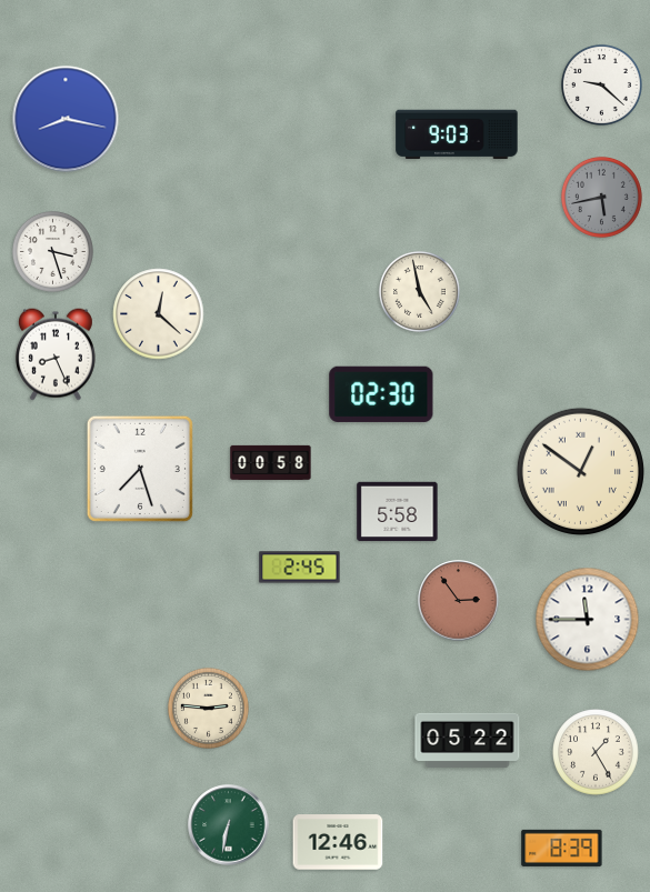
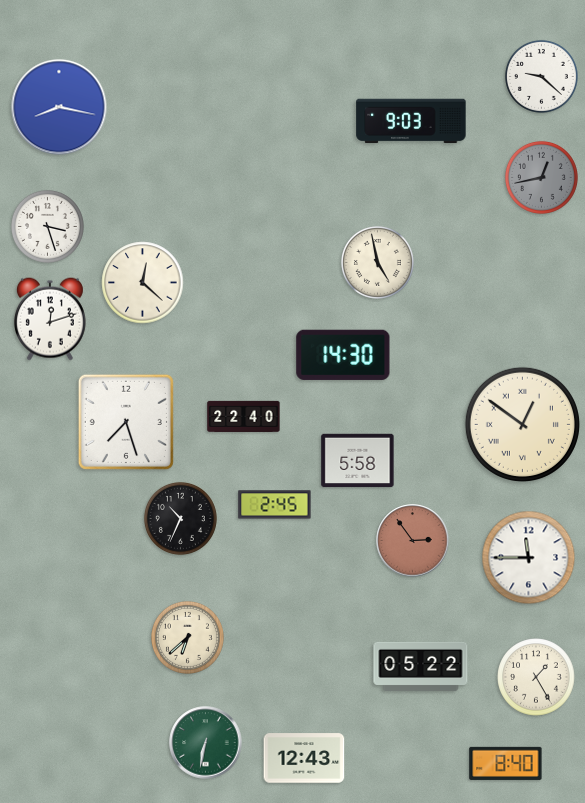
clock at (601, 197): 5:43 -> 12:43
clock at (56, 354): 8:26 -> 12:12
clock at (381, 394): 02:30 -> 14:30
clock at (271, 462): 00:58 -> 22:40
clock at (300, 568) position: (300, 568) -> (275, 505)
clock at (180, 518): none -> 10:34
clock at (208, 708): 2:46 -> 6:38
clock at (338, 842): 12:46 -> 12:43
clock at (562, 848): 8:39 -> 8:40
